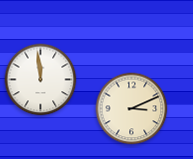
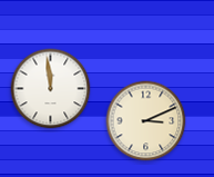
clock at (41, 80) position: (41, 80) -> (51, 89)
